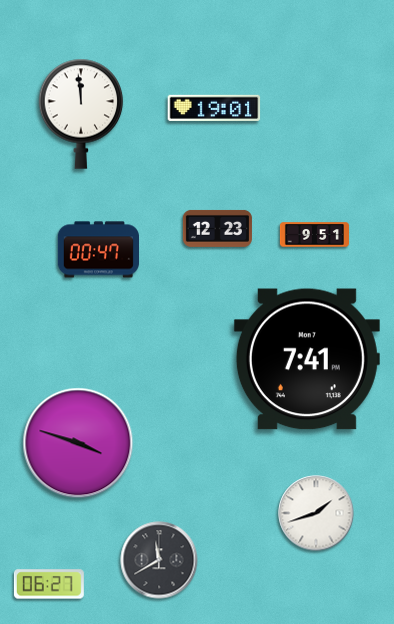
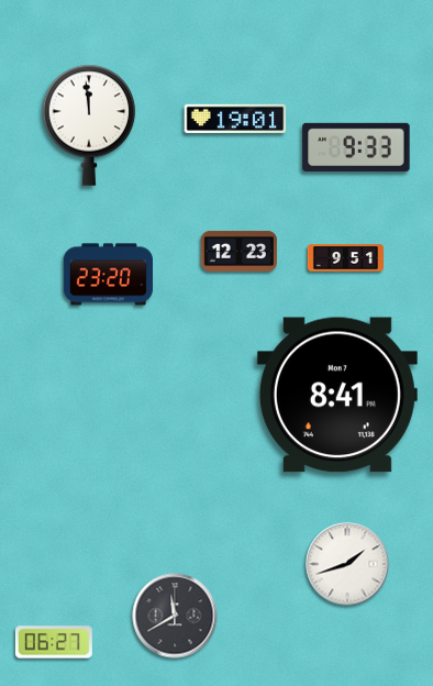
clock at (356, 147): none -> 9:33
clock at (98, 250): 00:47 -> 23:20
clock at (307, 359): 7:41 -> 8:41
clock at (78, 443): 3:48 -> none
